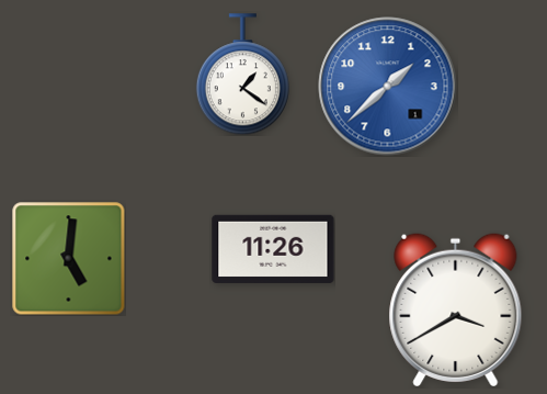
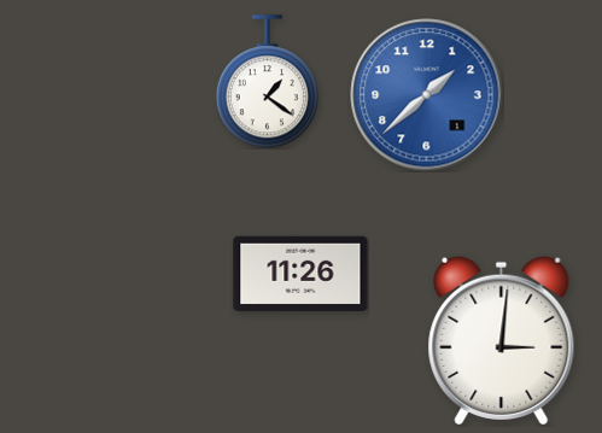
clock at (68, 258): 5:01 -> none
clock at (456, 311): 3:40 -> 3:01
